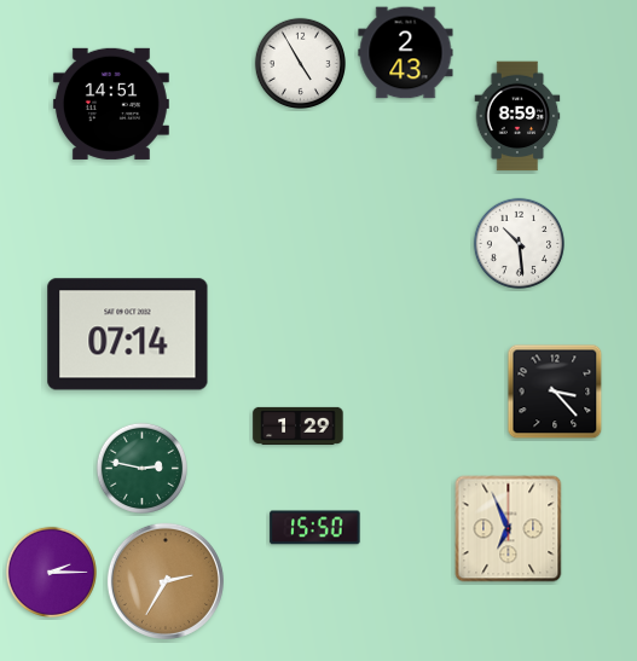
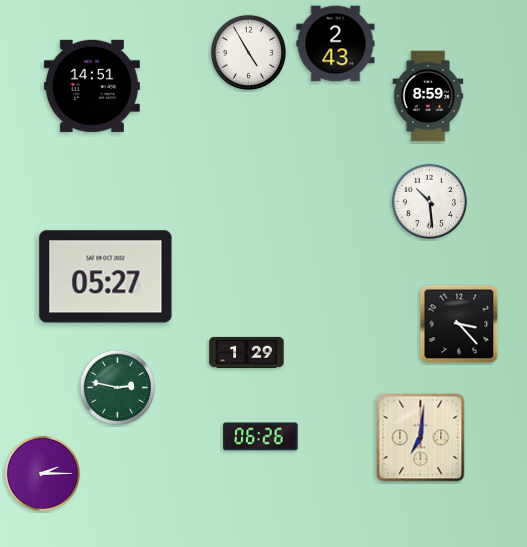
clock at (128, 335): 07:14 -> 05:27
clock at (315, 528): 15:50 -> 06:26
clock at (509, 529): 6:56 -> 7:01
clock at (166, 581): 2:35 -> none
